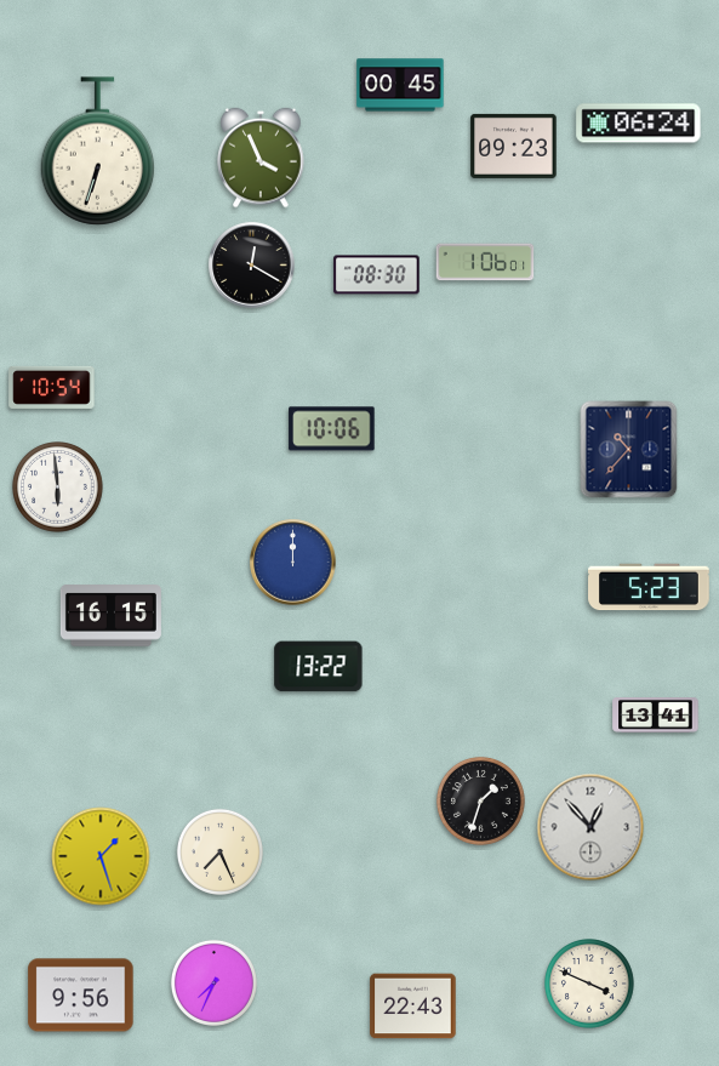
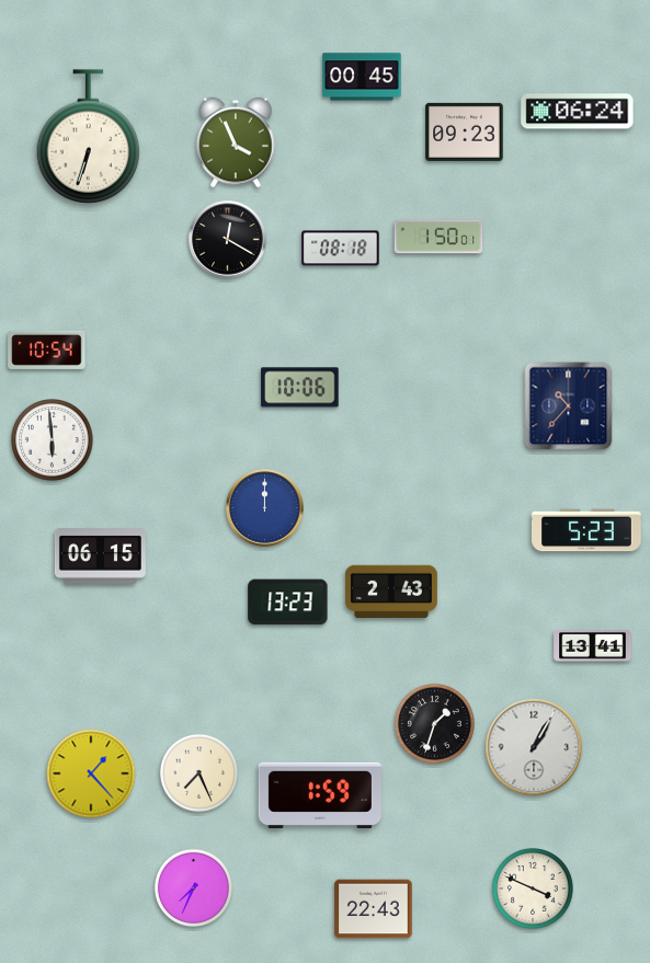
clock at (485, 262): 1:06 -> 1:50
clock at (377, 275): 08:30 -> 08:18
clock at (110, 616): 16:15 -> 06:15
clock at (391, 592): none -> 2:43
clock at (319, 667): 13:22 -> 13:23
clock at (590, 827): 12:53 -> 1:05
clock at (219, 851) position: (219, 851) -> (198, 772)
clock at (101, 856): 1:27 -> 1:23
clock at (320, 795): none -> 1:59
clock at (81, 996): 9:56 -> none
